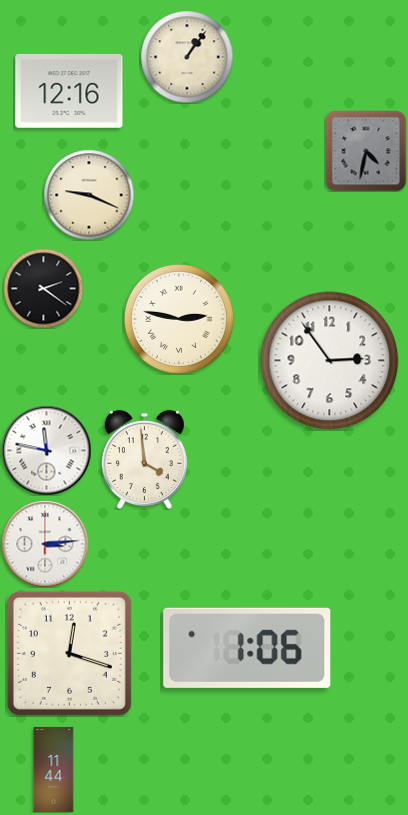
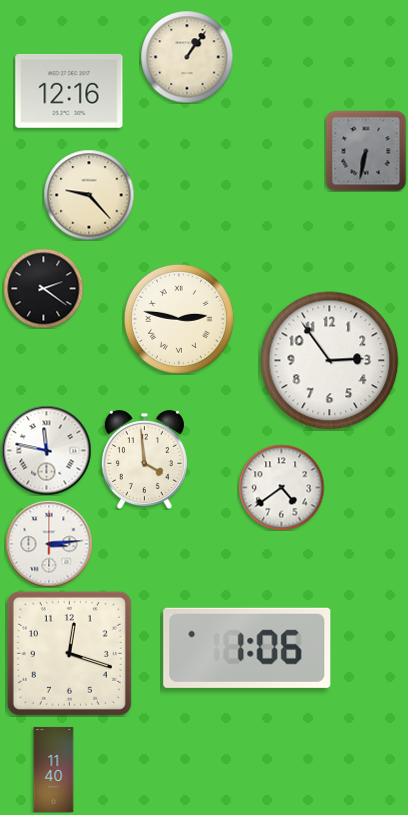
clock at (366, 151): 4:32 -> 6:32
clock at (89, 195): 9:19 -> 9:23
clock at (281, 487): none -> 4:39
clock at (45, 544) position: (45, 544) -> (49, 544)
clock at (54, 769): 11:44 -> 11:40
